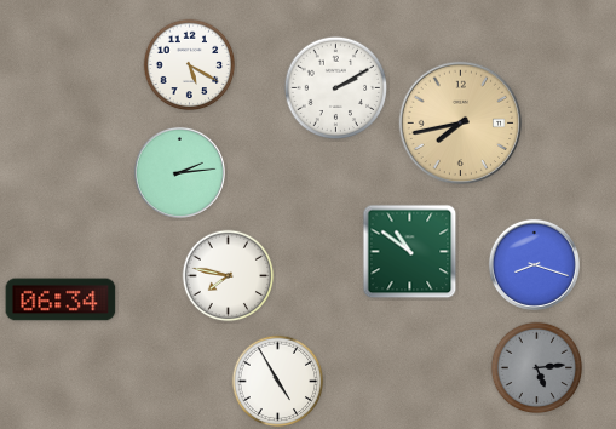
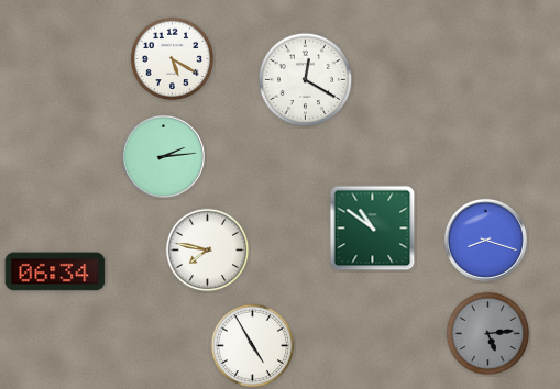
clock at (336, 88): 2:10 -> 12:20
clock at (461, 124): 7:43 -> none
